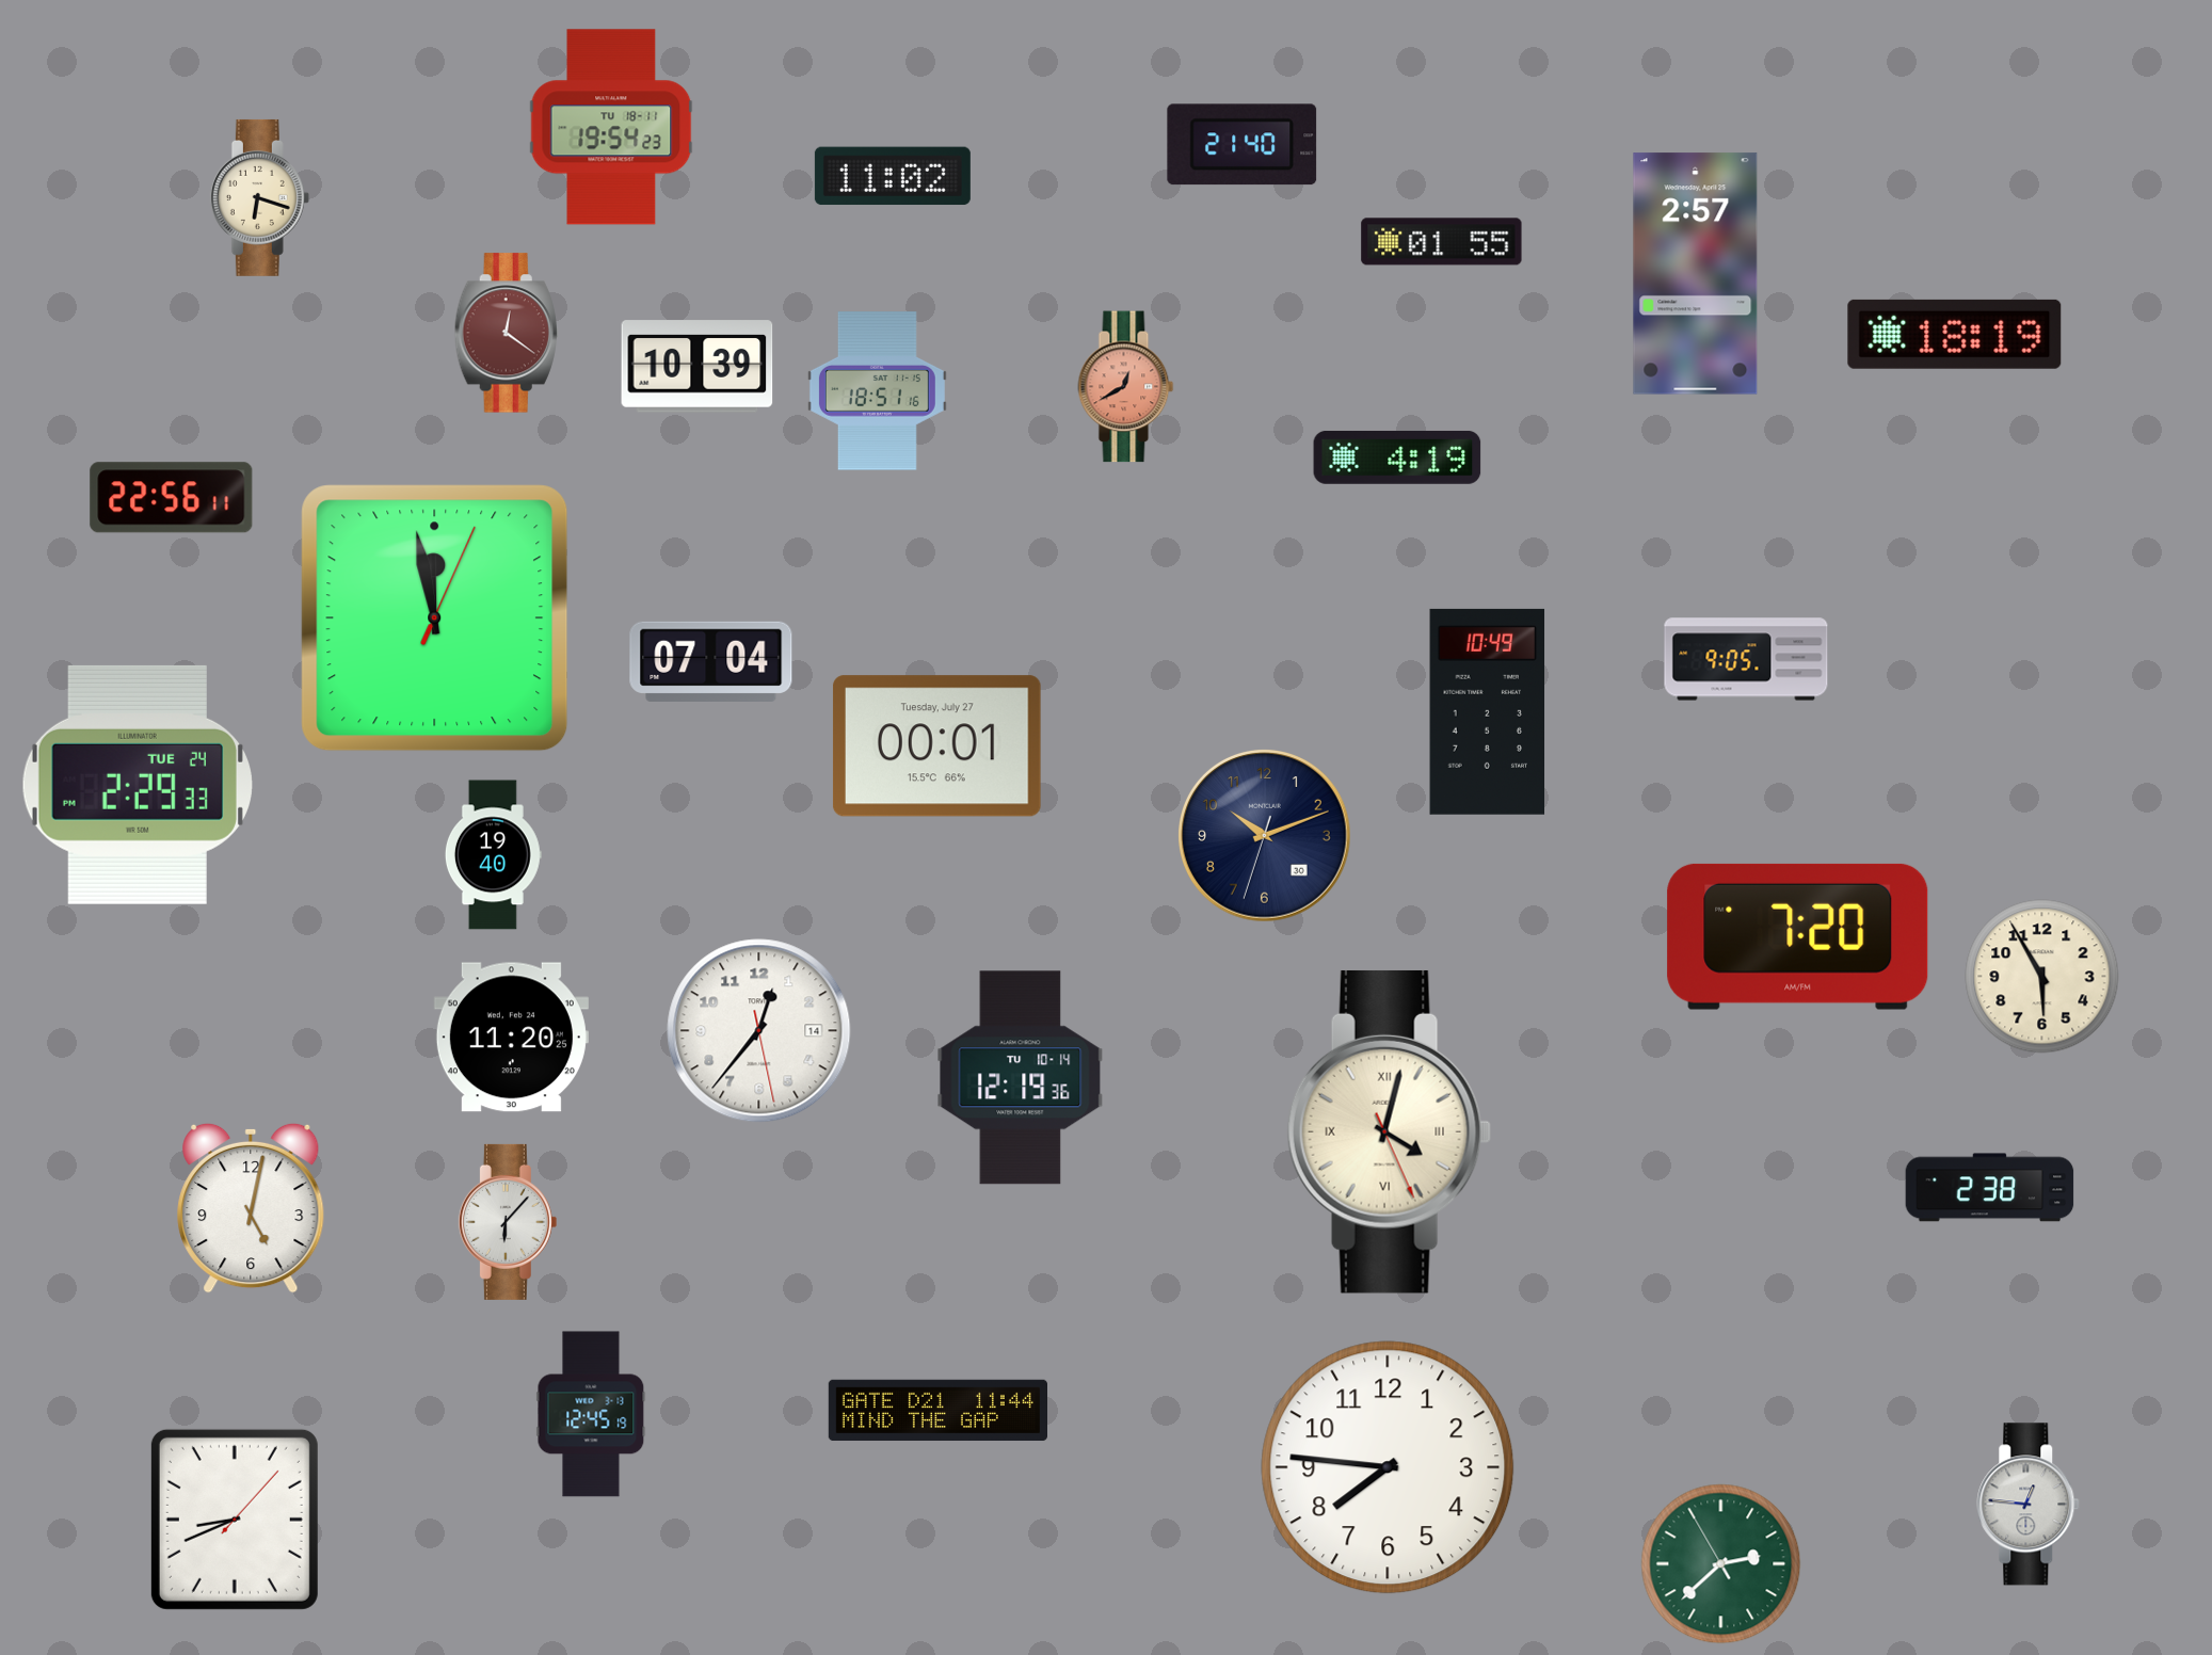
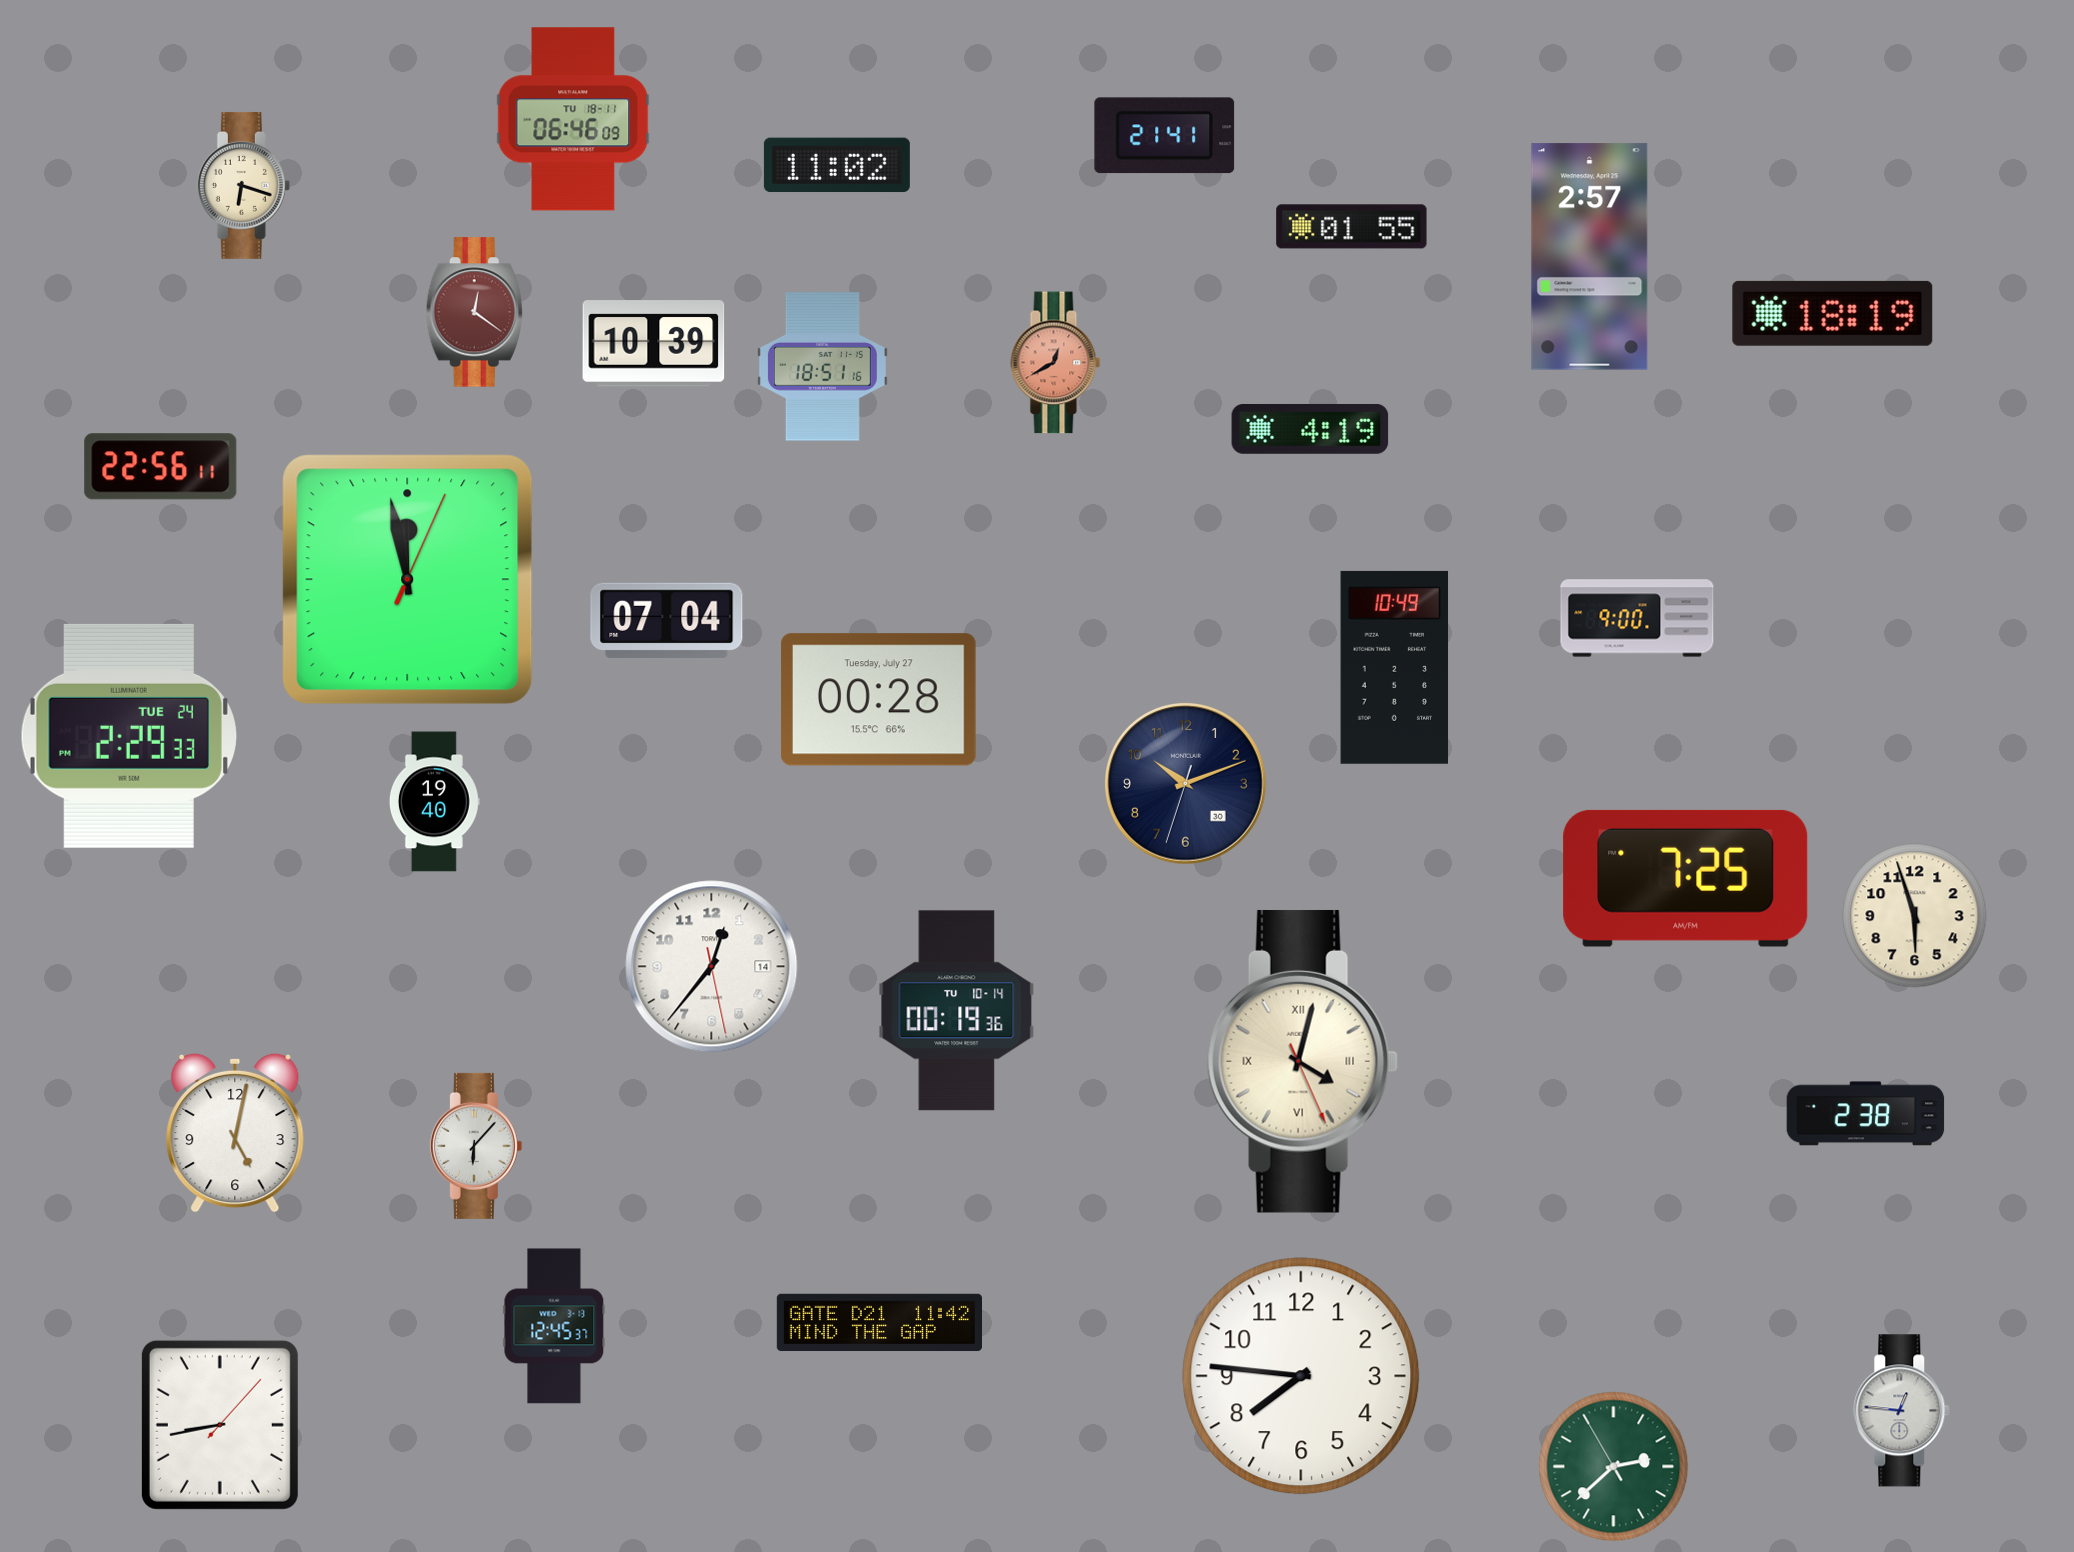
clock at (611, 127): 19:54 -> 06:46
clock at (1243, 145): 21:40 -> 21:41
clock at (1746, 659): 9:05 -> 9:00
clock at (936, 746): 00:01 -> 00:28
clock at (493, 855) position: (493, 855) -> (434, 802)
clock at (1798, 936): 7:20 -> 7:25
clock at (2042, 977): 5:55 -> 5:57
clock at (511, 1038): 11:20 -> none
clock at (1021, 1078): 12:19 -> 00:19
clock at (937, 1411): 11:44 -> 11:42
clock at (591, 1414): 12:45:19 -> 12:45:37
clock at (235, 1520): 8:41 -> 8:43
